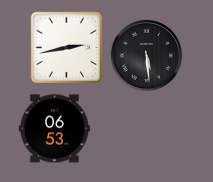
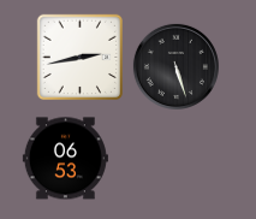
clock at (146, 55): 5:29 -> 5:27
clock at (54, 129) position: (54, 129) -> (65, 159)
